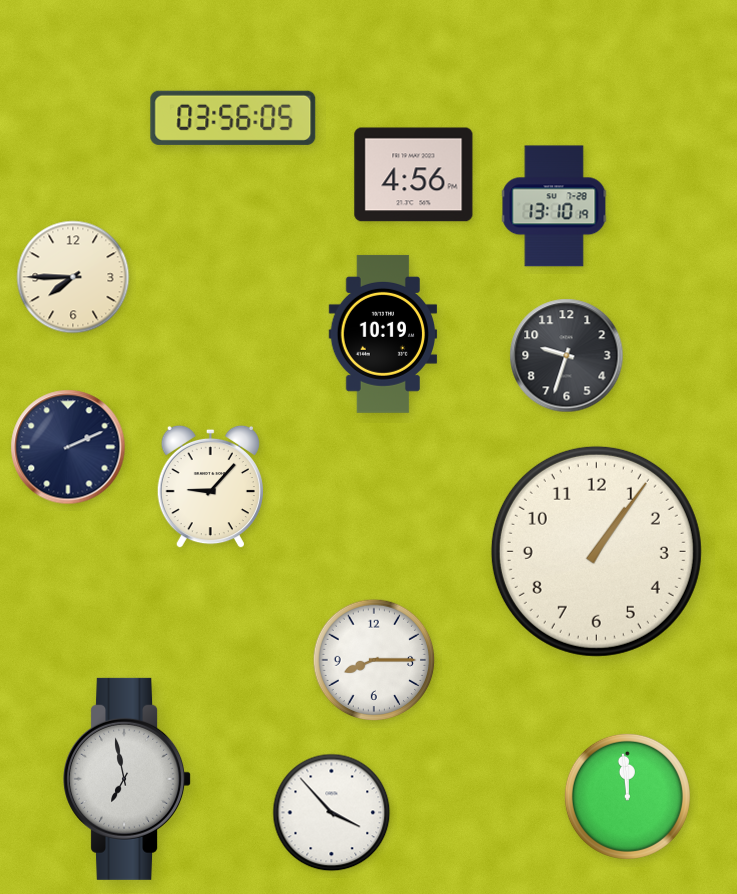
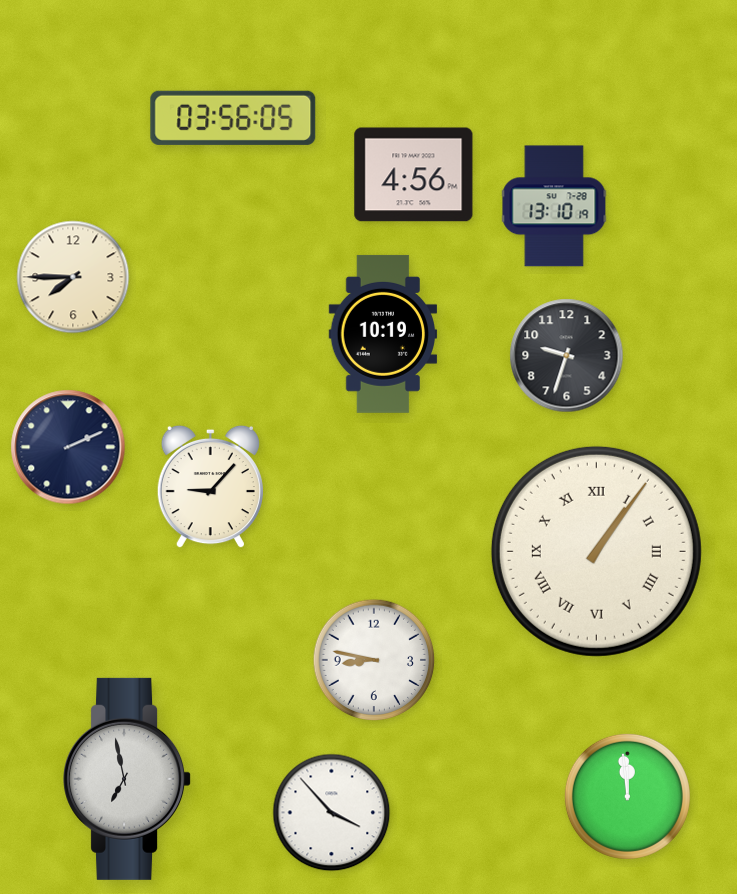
clock at (596, 551) numerals: Arabic -> Roman
clock at (374, 660): 8:15 -> 8:47
